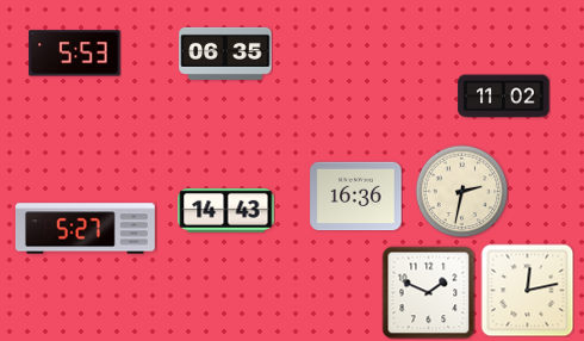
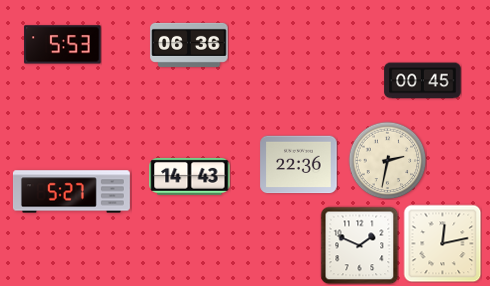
clock at (225, 54): 06:35 -> 06:36
clock at (504, 97): 11:02 -> 00:45
clock at (356, 197): 16:36 -> 22:36
